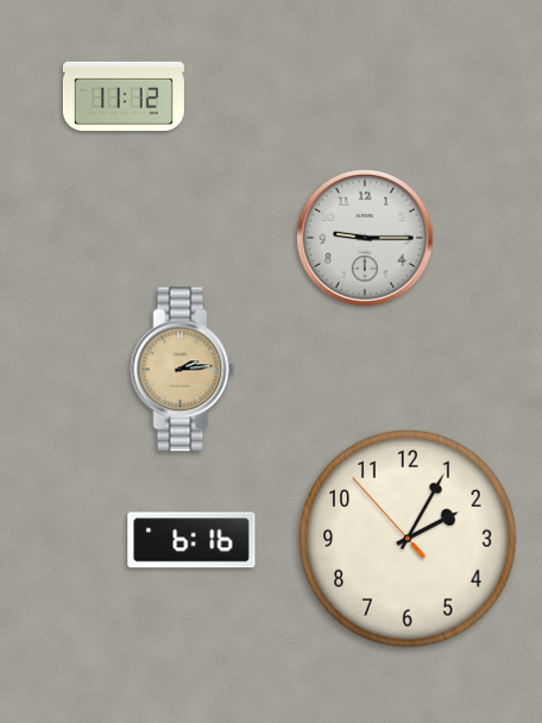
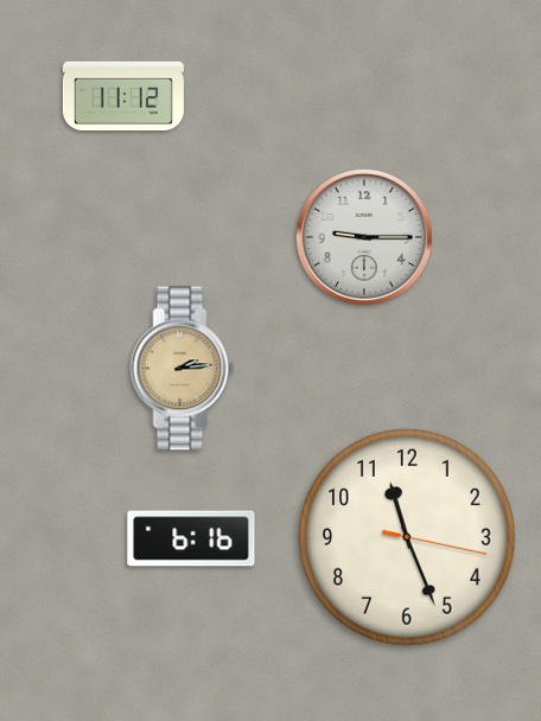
clock at (408, 539): 2:04 -> 11:26
